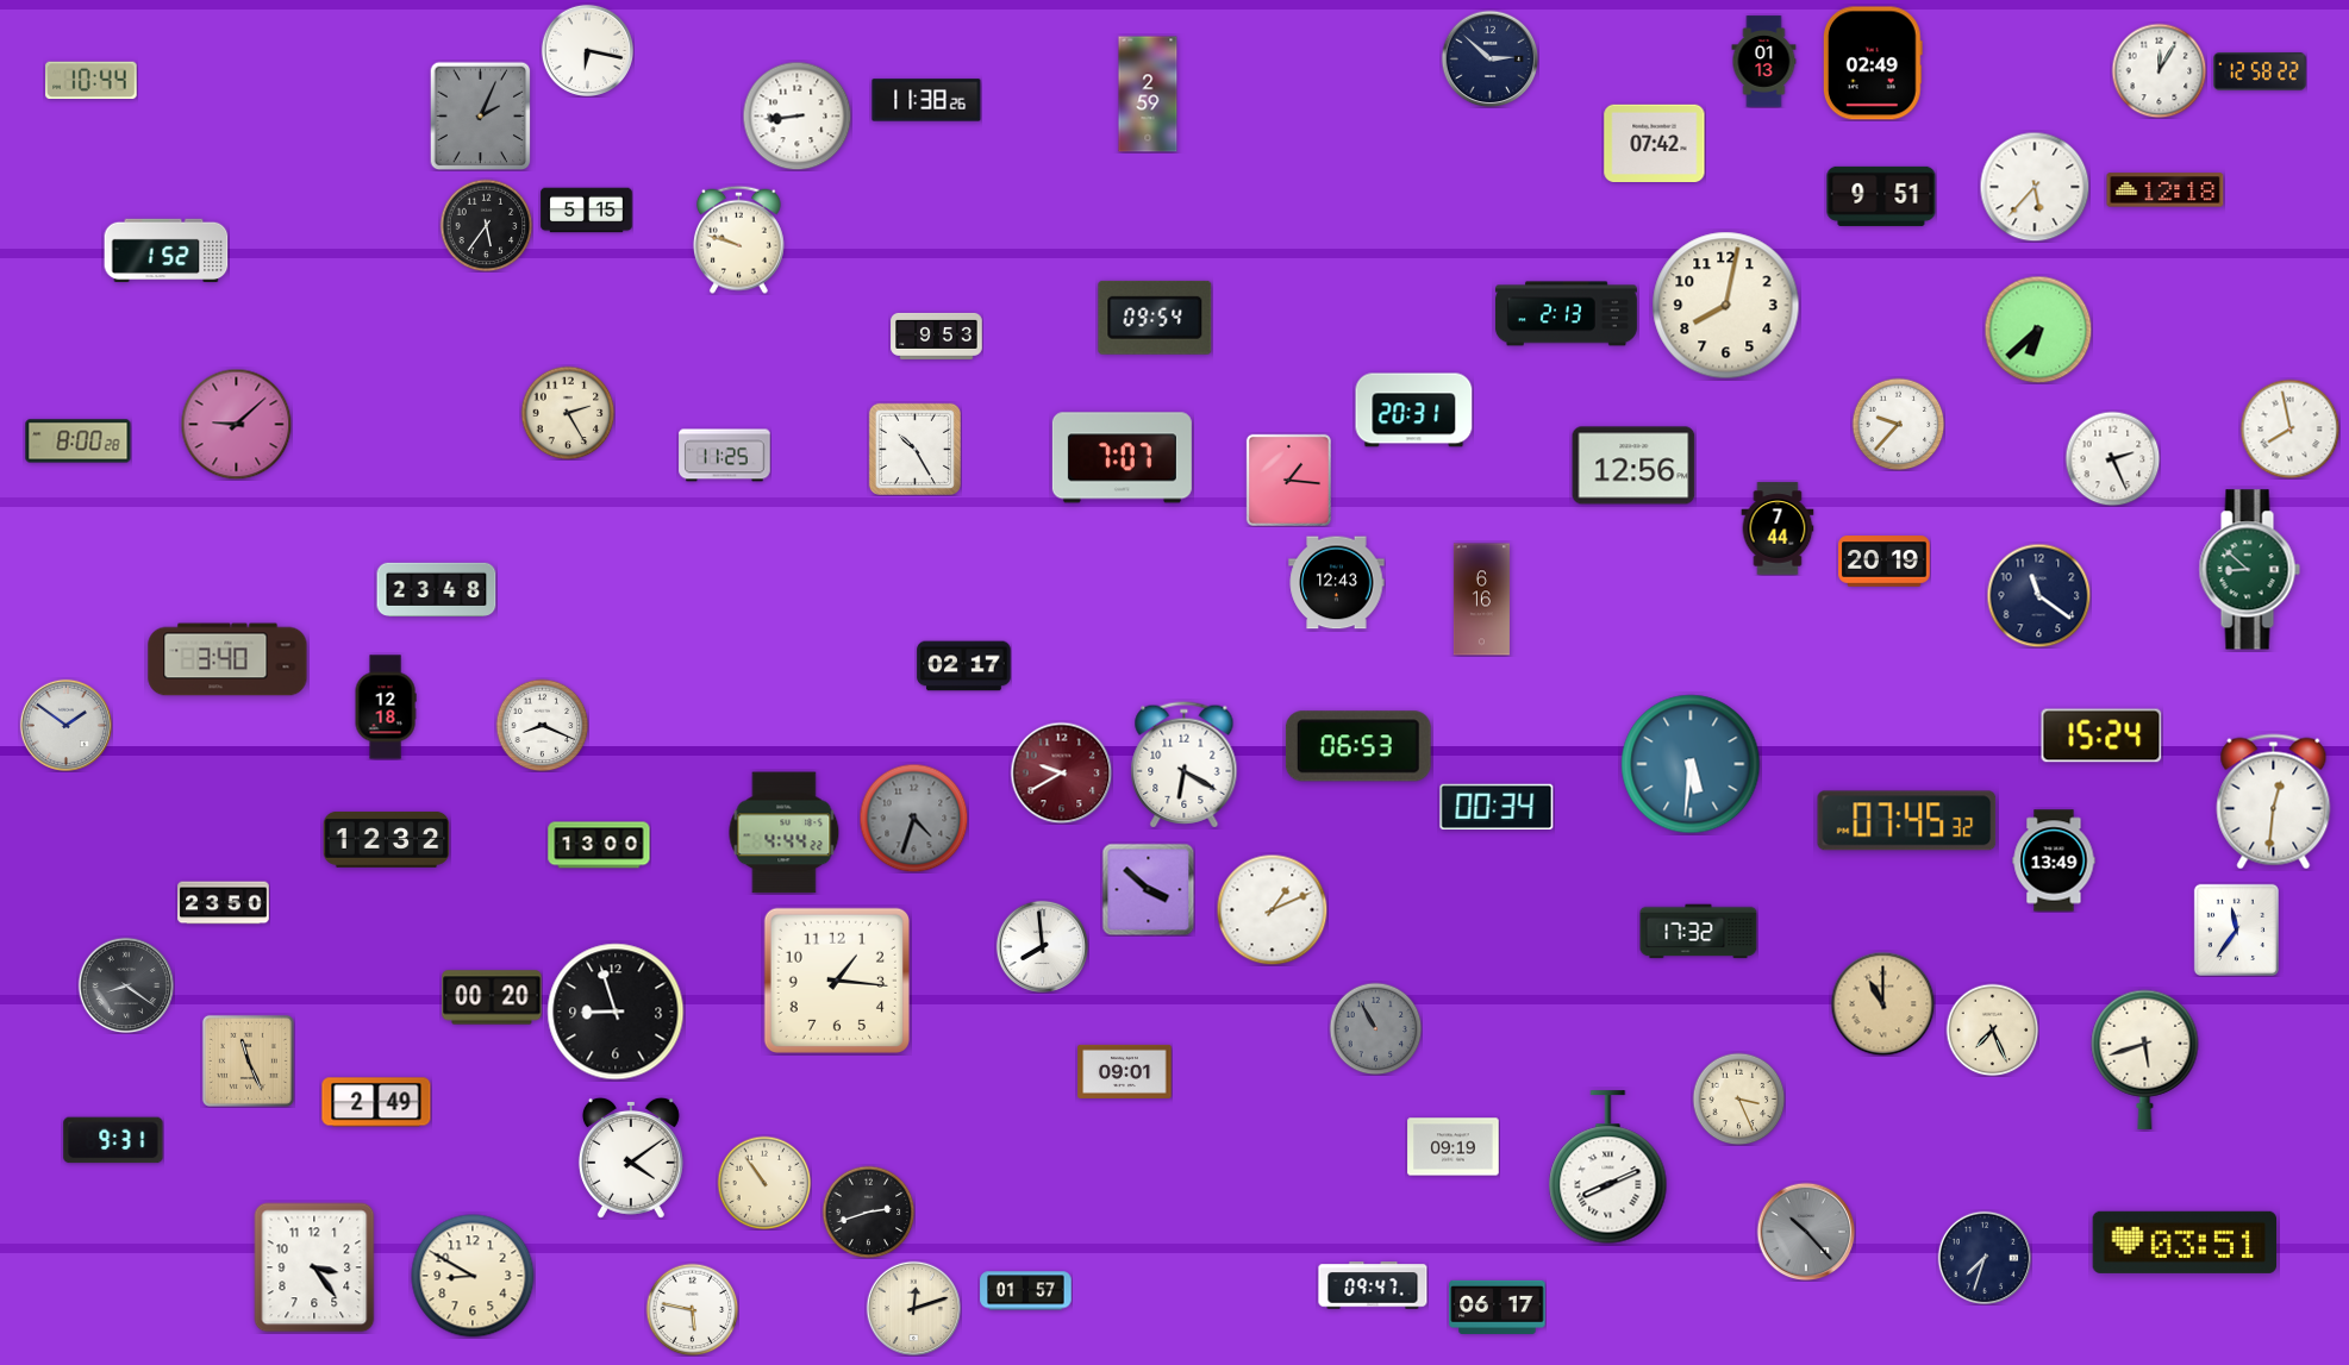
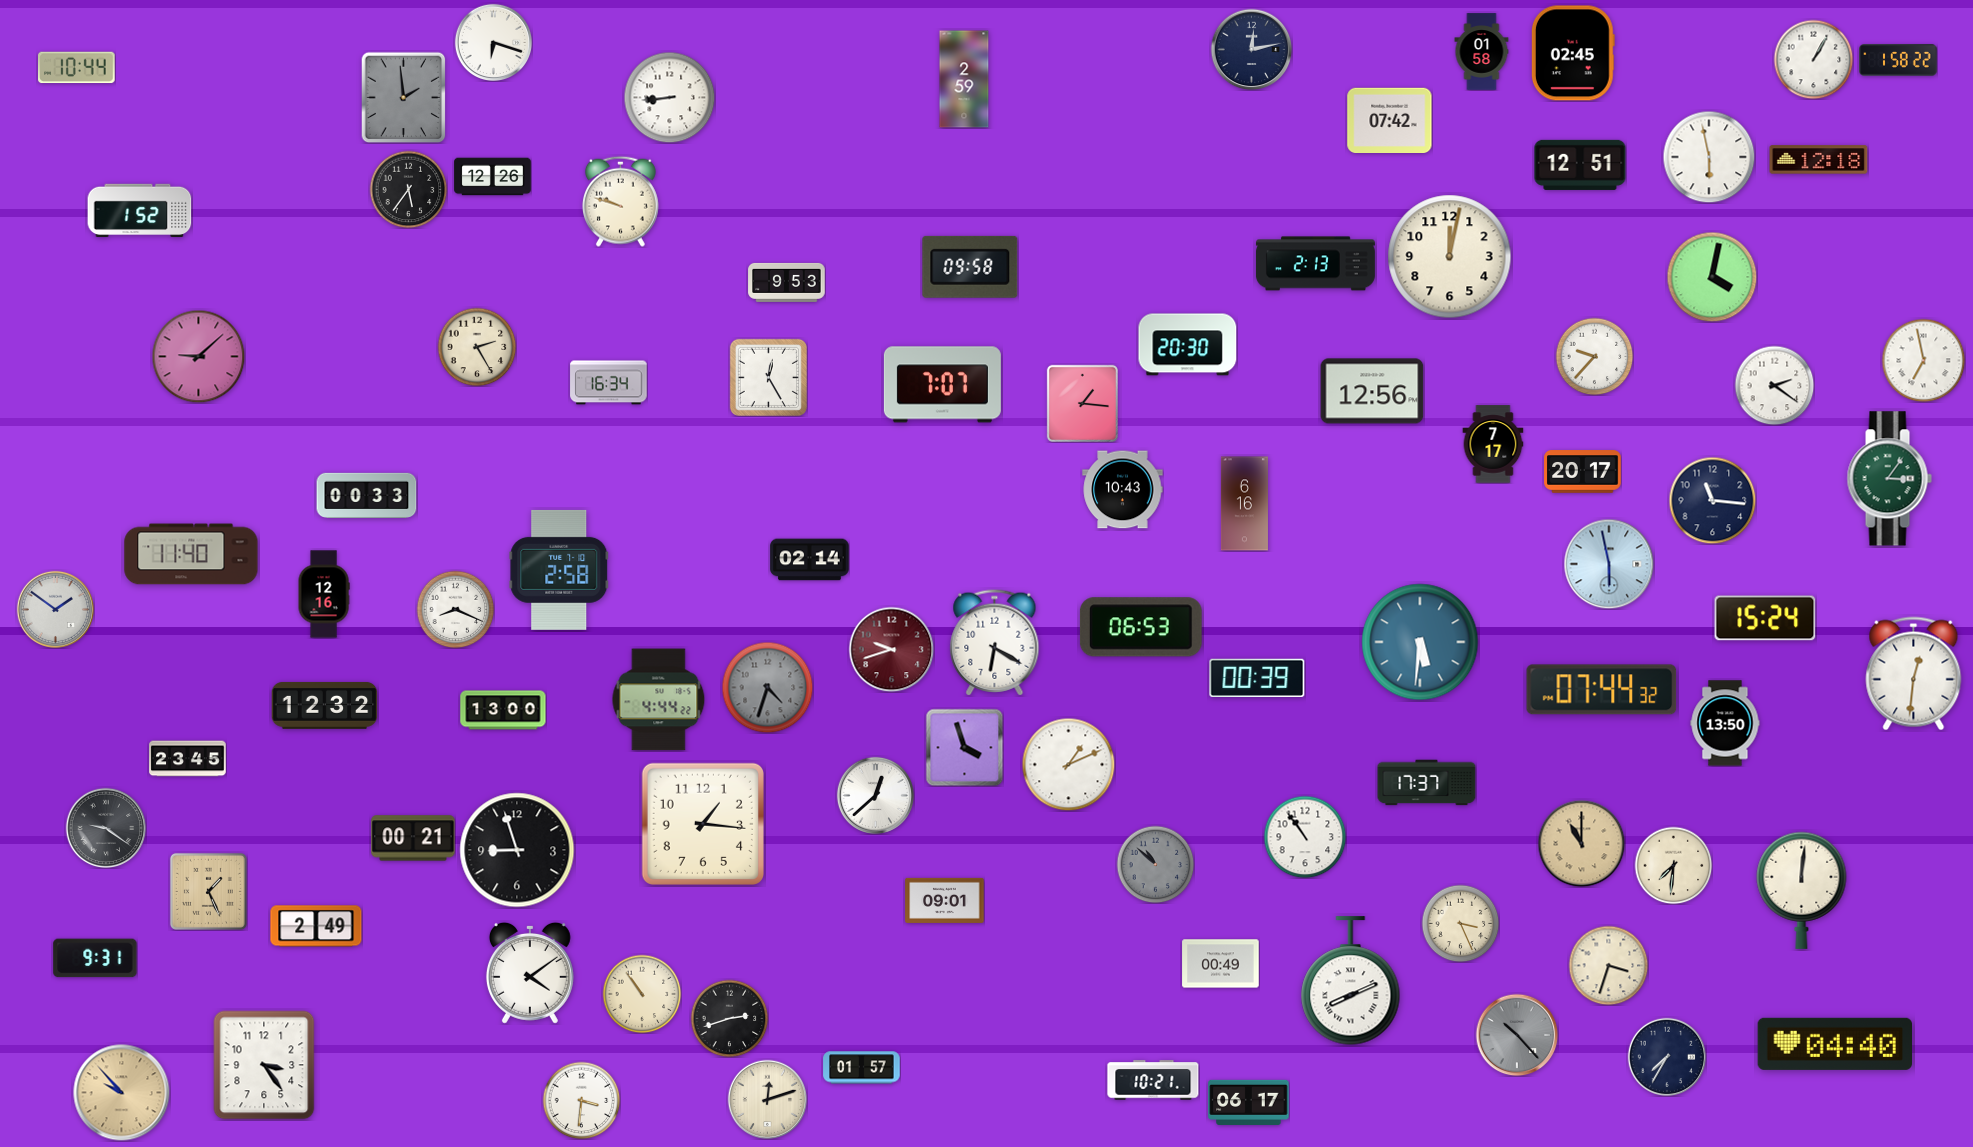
clock at (587, 50): 6:17 -> 6:18
clock at (1489, 58): 2:52 -> 12:13
clock at (1764, 62): 01:13 -> 01:58
clock at (1873, 63): 02:49 -> 02:45
clock at (2159, 70): 12:05 -> 1:05
clock at (2260, 71): 12:58 -> 1:58
clock at (926, 100): 11:38 -> none
clock at (481, 115): 2:04 -> 1:59
clock at (2035, 187): 5:37 -> 5:58
clock at (1881, 196): 9:51 -> 12:51
clock at (587, 211): 5:15 -> 12:26
clock at (1726, 306): 8:02 -> 12:02
clock at (1155, 318): 09:54 -> 09:58
clock at (2038, 330): 6:38 -> 4:02
clock at (1414, 411): 20:31 -> 20:30
clock at (2289, 428): 7:58 -> 6:58
clock at (79, 442): 8:00 -> none
clock at (914, 449): 10:25 -> 12:25
clock at (725, 456): 11:25 -> 16:34
clock at (2112, 458): 2:26 -> 2:21
clock at (1778, 528): 7:44 -> 7:17
clock at (1885, 562): 20:19 -> 20:17
clock at (2249, 570): 8:52 -> 3:06
clock at (1337, 583): 12:43 -> 10:43
clock at (437, 589): 23:48 -> 00:33
clock at (2038, 595): 11:21 -> 11:16
clock at (227, 659): 3:40 -> 11:40
clock at (964, 666): 02:17 -> 02:14
clock at (1609, 564): none -> 5:58
clock at (559, 570): none -> 2:58
clock at (386, 707): 12:18 -> 12:16
clock at (1061, 772): 9:40 -> 9:42
clock at (2274, 802) position: (2274, 802) -> (1914, 674)
clock at (1497, 807): 00:34 -> 00:39
clock at (1907, 821): 07:45 -> 07:44
clock at (2054, 860): 13:49 -> 13:50
clock at (1148, 889): 3:52 -> 3:57
clock at (224, 903): 23:50 -> 23:45
clock at (2236, 929): 11:36 -> none
clock at (1699, 932): 17:32 -> 17:37
clock at (1042, 946): 7:59 -> 12:38
clock at (126, 985): 8:21 -> 9:21
clock at (1305, 837): none -> 10:54
clock at (492, 997): 00:20 -> 00:21
clock at (1375, 1028): 10:55 -> 10:52
clock at (1992, 1029): 7:26 -> 7:31
clock at (2145, 1059): 5:42 -> 12:01
clock at (248, 1060): 11:26 -> 1:26
clock at (1454, 1147): 09:19 -> 00:49
clock at (1608, 965): none -> 3:33
clock at (2184, 1242): 03:51 -> 04:40
clock at (1985, 1258): 7:33 -> 7:35
clock at (473, 1276): 8:50 -> none
clock at (1373, 1285): 09:47 -> 10:21
clock at (1026, 1291) position: (1026, 1291) -> (862, 1068)
clock at (122, 1093): none -> 9:53
clock at (1498, 1307) position: (1498, 1307) -> (1249, 1102)
clock at (692, 1309): 5:47 -> 3:31
